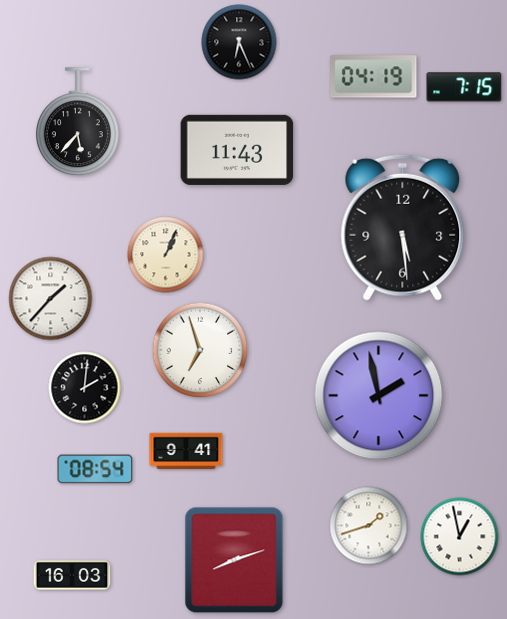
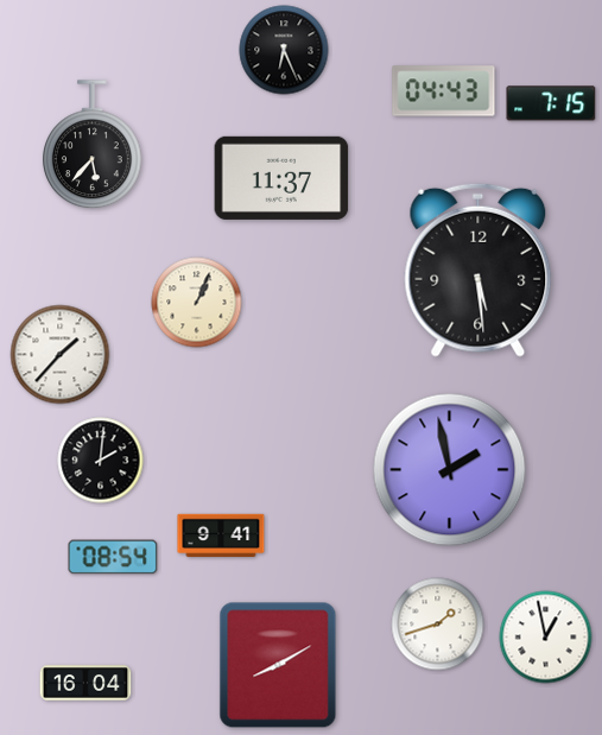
clock at (374, 77): 04:19 -> 04:43
clock at (237, 150): 11:43 -> 11:37
clock at (200, 350): 6:57 -> none
clock at (234, 560): 8:12 -> 8:10
clock at (72, 575): 16:03 -> 16:04
